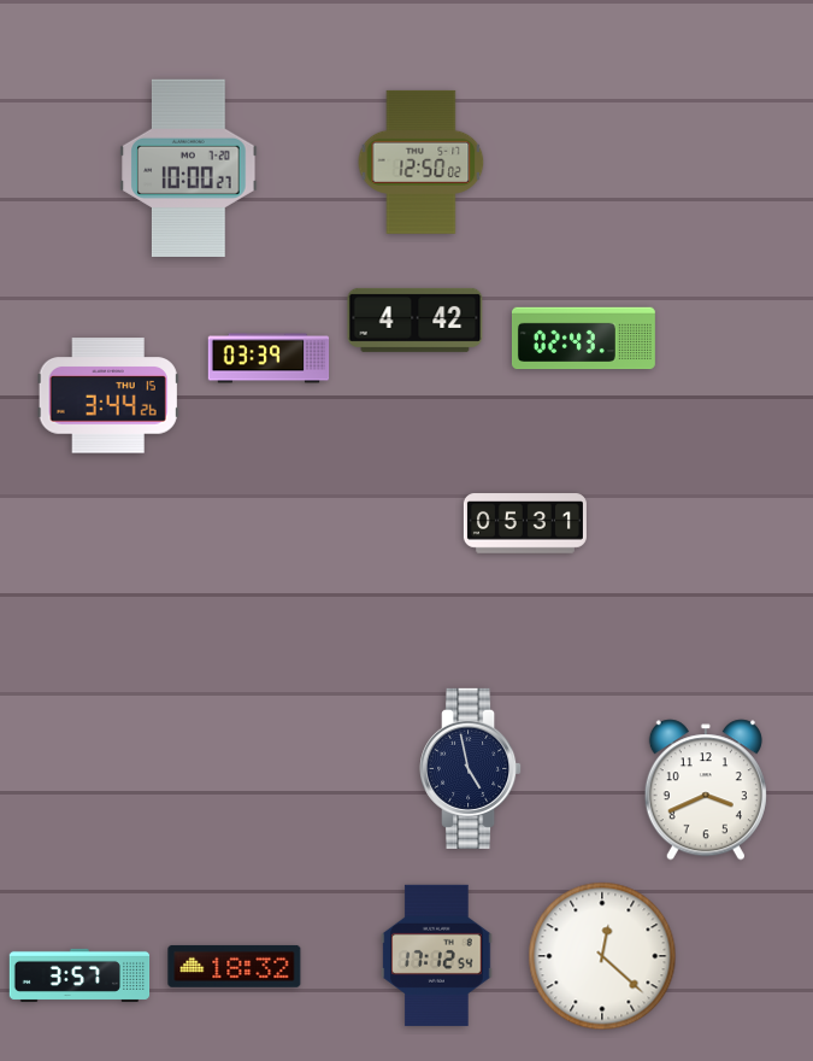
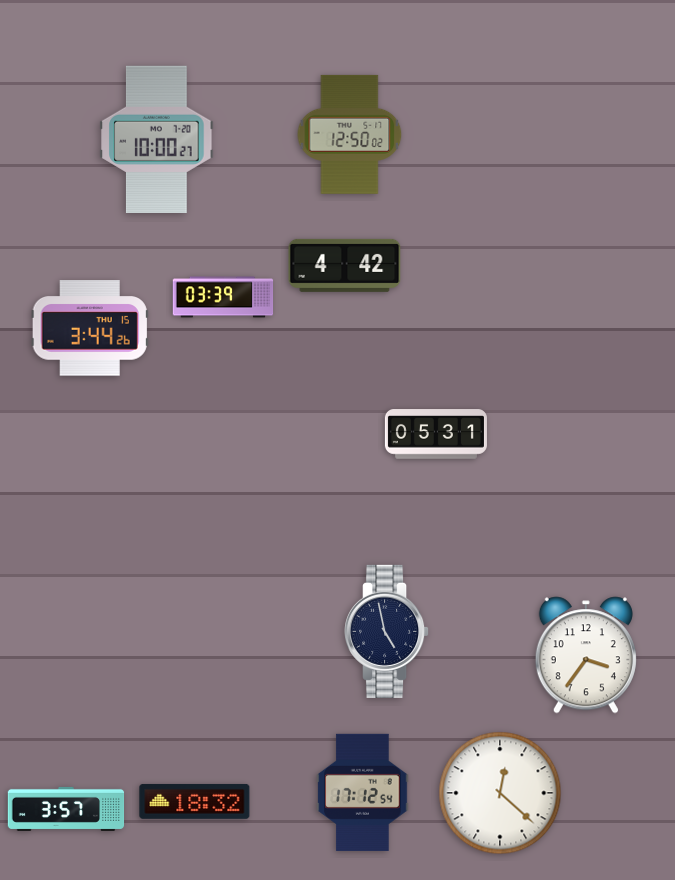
clock at (583, 339): 02:43 -> none
clock at (471, 768) position: (471, 768) -> (387, 631)
clock at (706, 790): 3:41 -> 3:36
